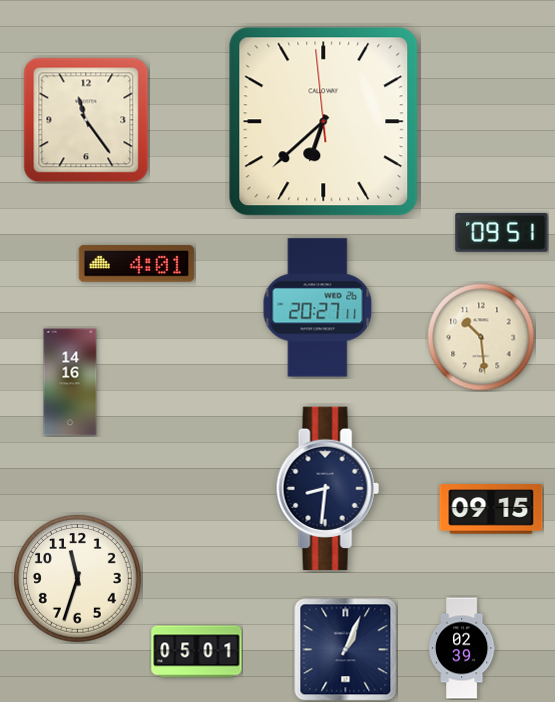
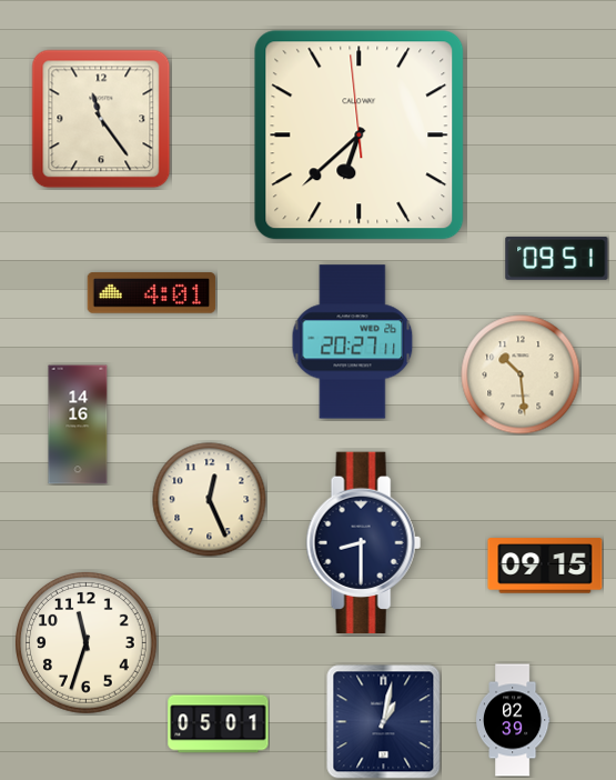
clock at (86, 120) position: (86, 120) -> (101, 119)
clock at (481, 337) position: (481, 337) -> (521, 374)
clock at (210, 500): none -> 12:26
clock at (327, 489): 8:31 -> 8:30
clock at (346, 650): 1:04 -> 1:02
